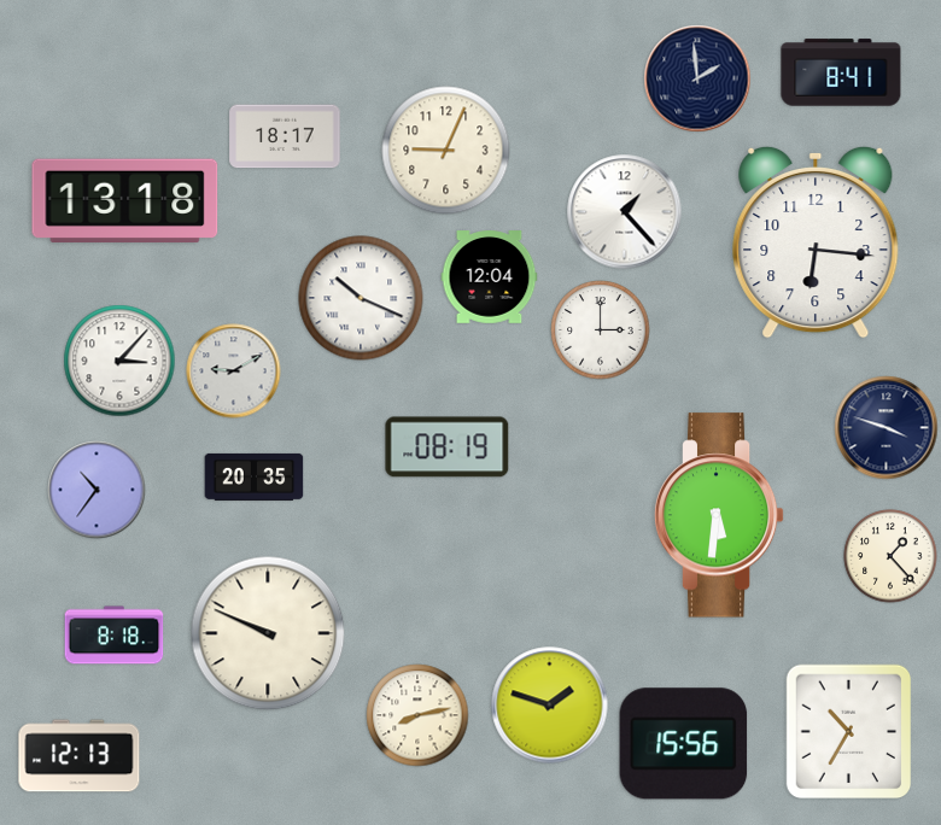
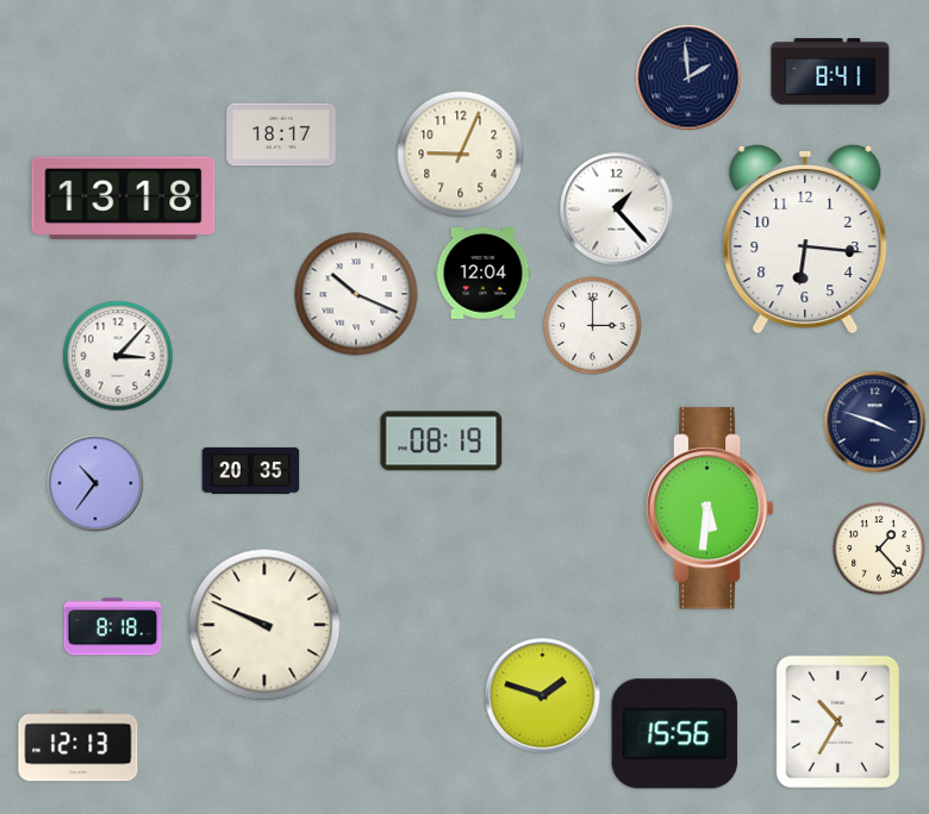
clock at (446, 151) position: (446, 151) -> (461, 155)
clock at (234, 371): 9:10 -> none
clock at (417, 715): 8:13 -> none
